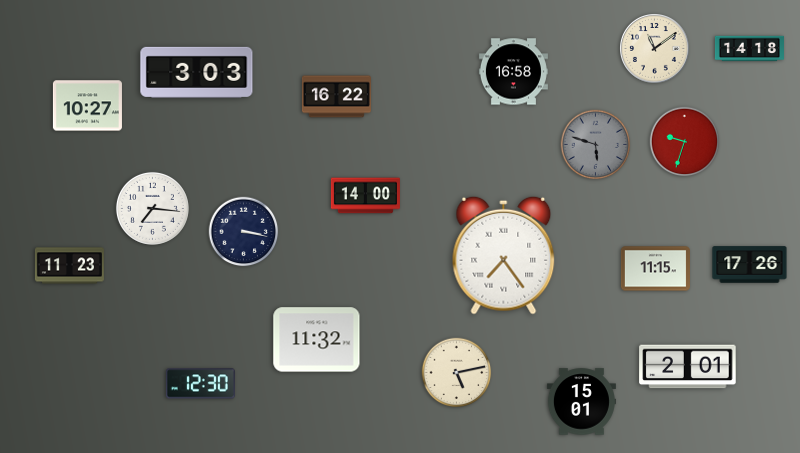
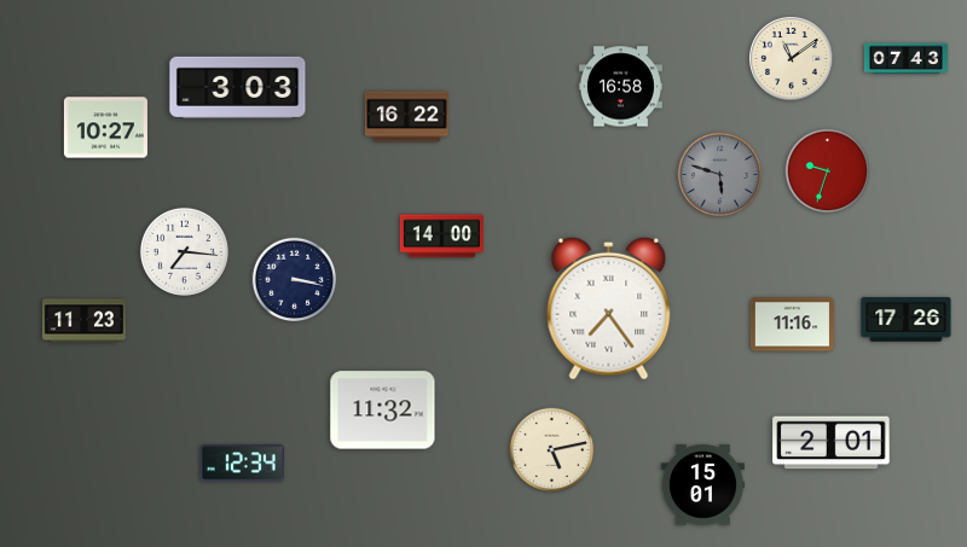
clock at (749, 49): 14:18 -> 07:43
clock at (655, 269): 11:15 -> 11:16
clock at (200, 384): 12:30 -> 12:34
